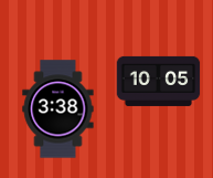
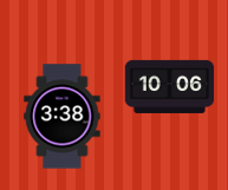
clock at (159, 81): 10:05 -> 10:06
